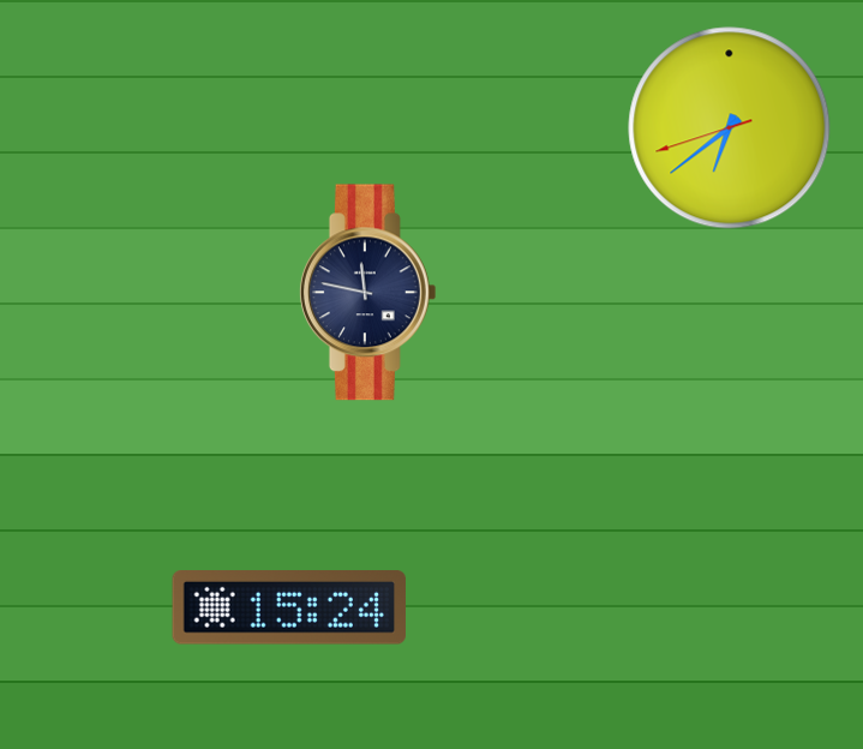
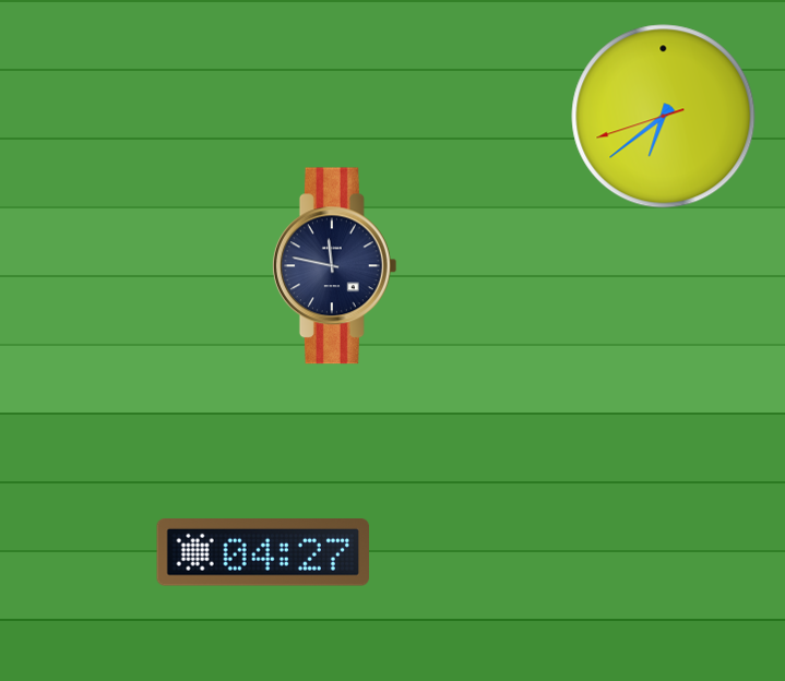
clock at (289, 609): 15:24 -> 04:27
